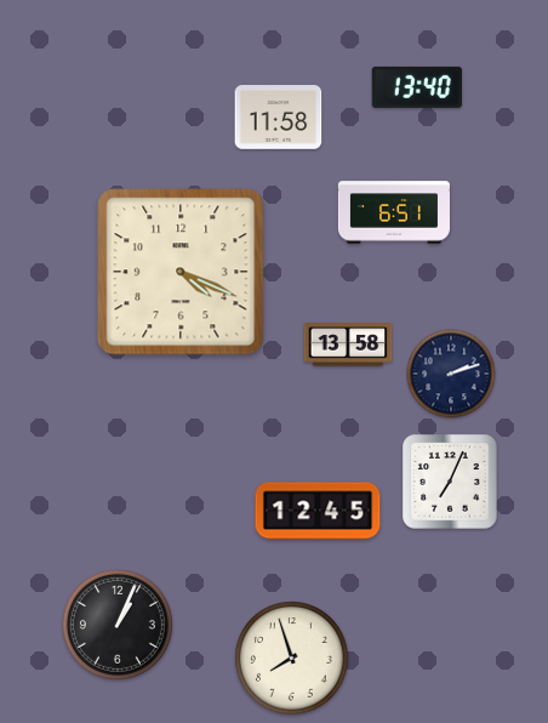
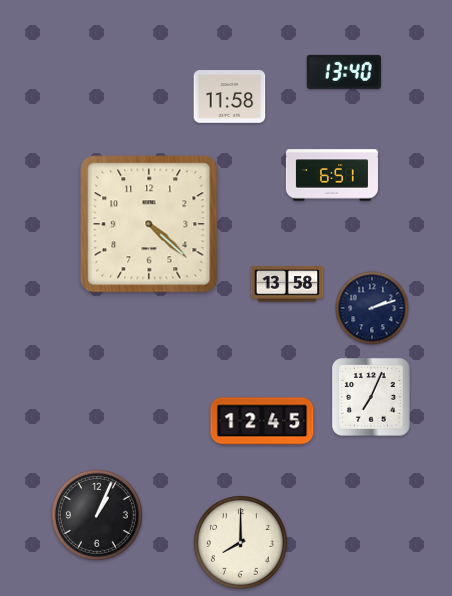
clock at (394, 212) position: (394, 212) -> (332, 175)
clock at (181, 272): 4:19 -> 4:22
clock at (292, 659): 7:57 -> 8:00
